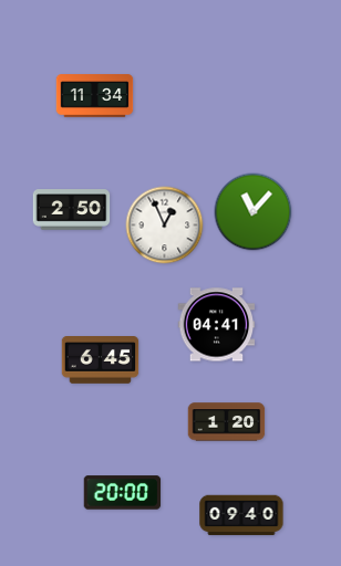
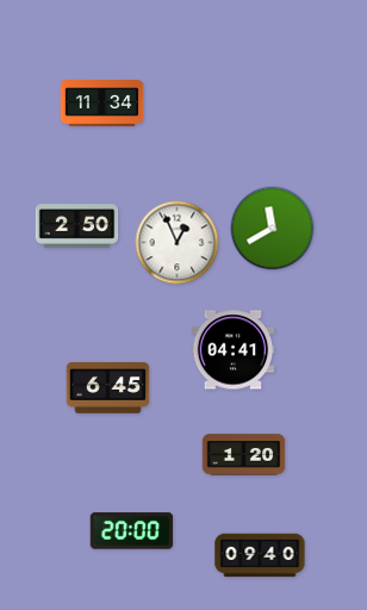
clock at (254, 212): 11:07 -> 11:40
